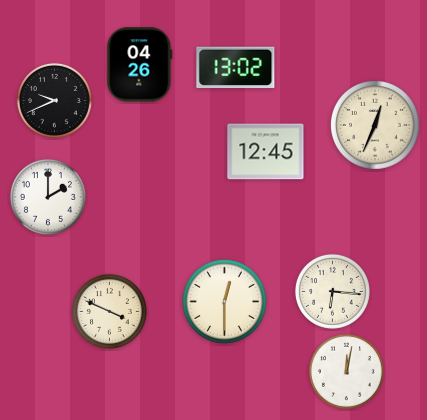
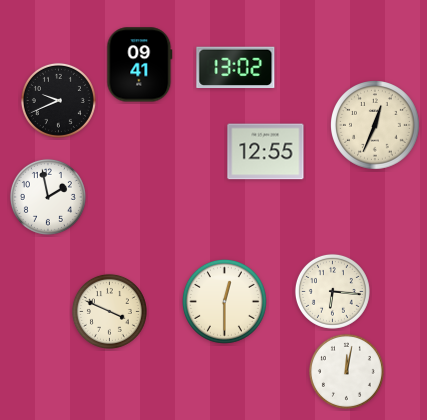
clock at (140, 65): 04:26 -> 09:41
clock at (54, 100) position: (54, 100) -> (58, 100)
clock at (266, 152): 12:45 -> 12:55
clock at (48, 197): 2:00 -> 1:58
